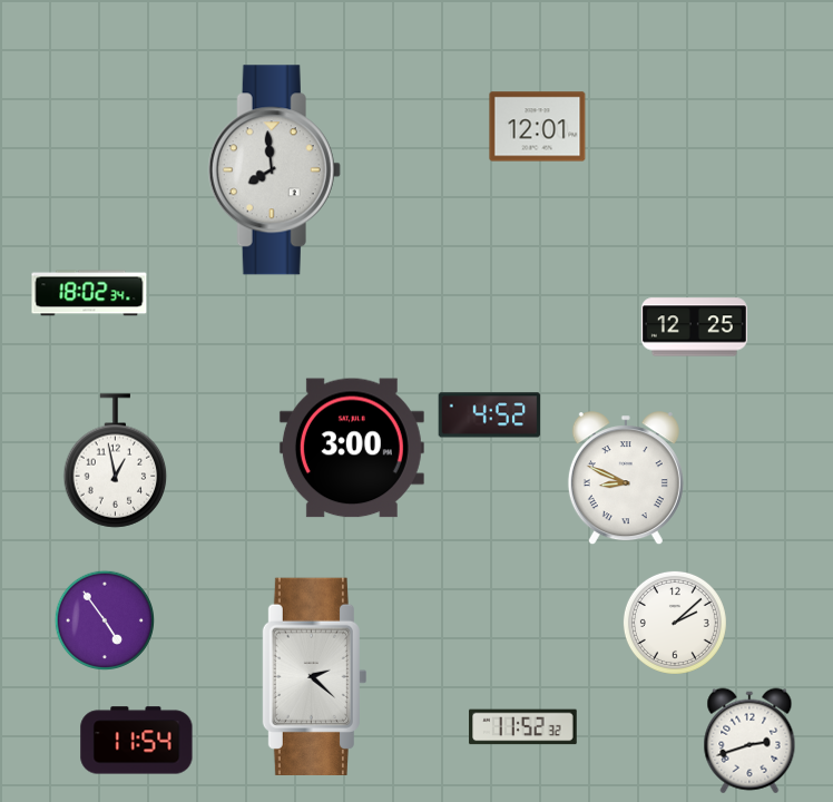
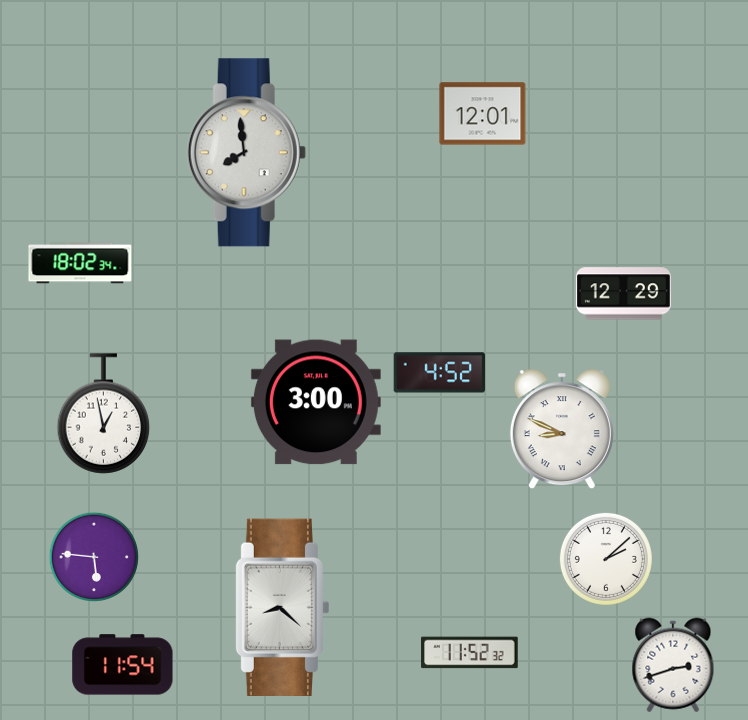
clock at (694, 327): 12:25 -> 12:29
clock at (104, 619): 4:54 -> 5:46
clock at (314, 676): 2:22 -> 8:22
